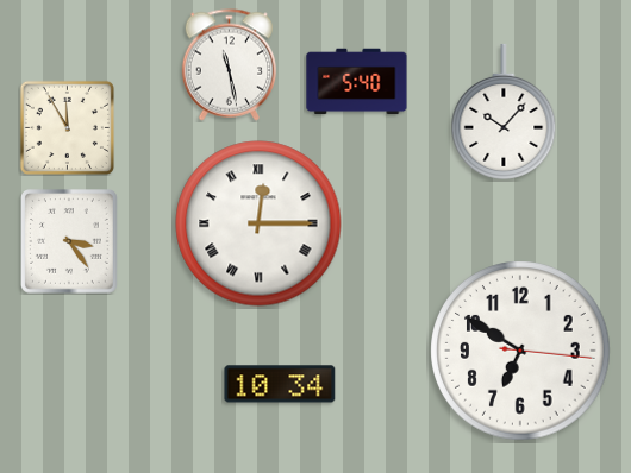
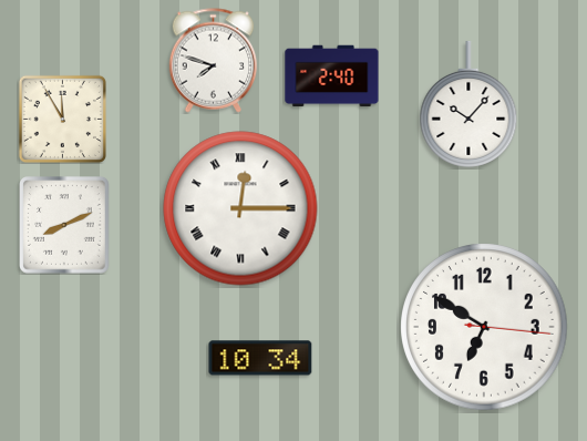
clock at (230, 65): 11:28 -> 7:48
clock at (357, 82): 5:40 -> 2:40
clock at (70, 241): 3:24 -> 8:11
